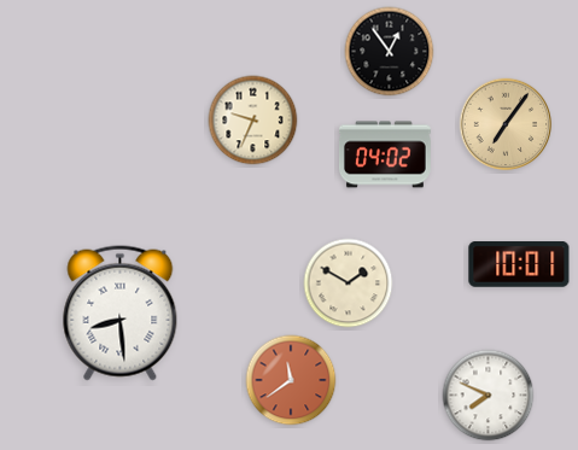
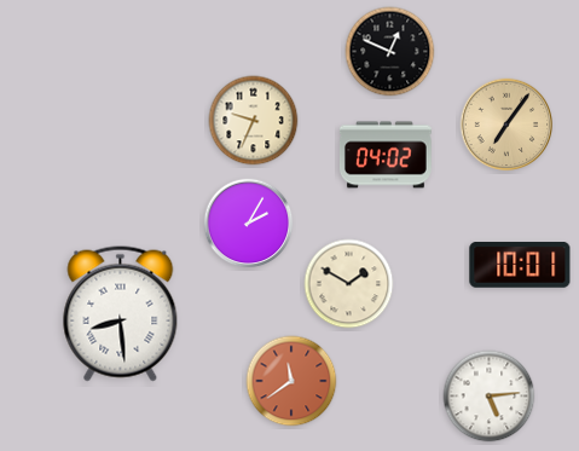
clock at (390, 52): 12:54 -> 12:49
clock at (249, 224): none -> 2:05
clock at (489, 396): 7:49 -> 5:14
